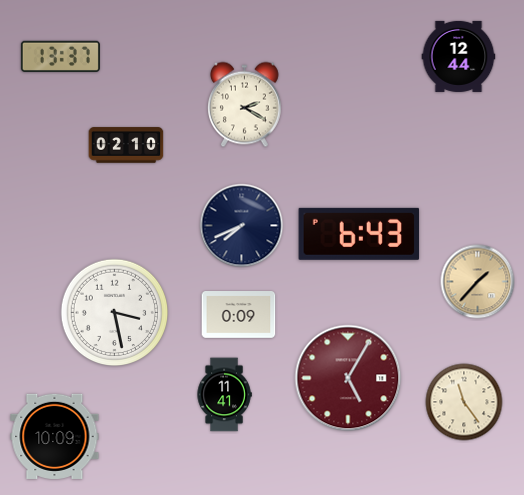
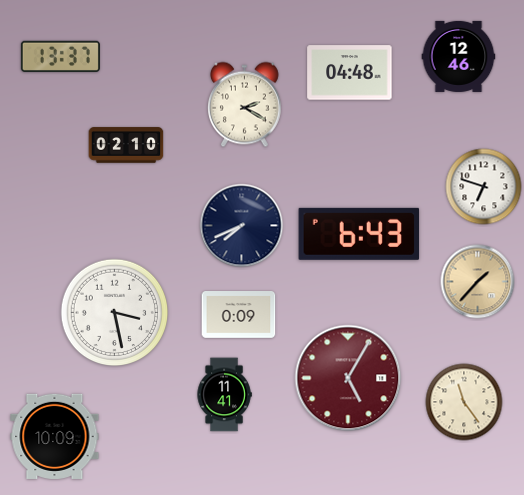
clock at (459, 56): 12:44 -> 12:46
clock at (350, 73): none -> 04:48
clock at (484, 187): none -> 6:48
